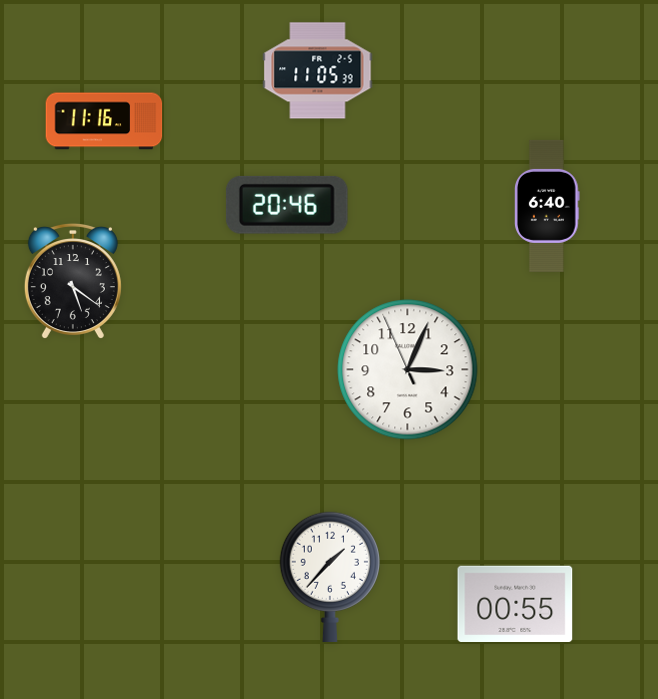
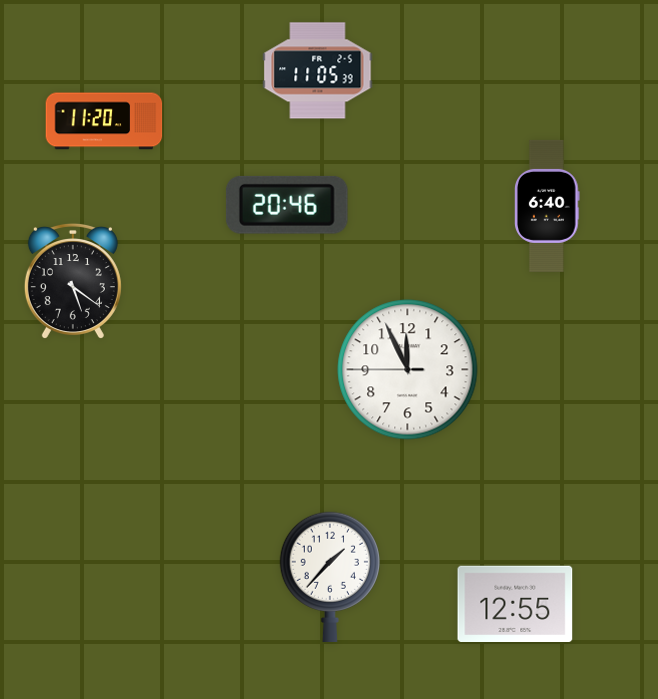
clock at (104, 121): 11:16 -> 11:20
clock at (408, 370): 3:03 -> 11:55
clock at (515, 603): 00:55 -> 12:55
